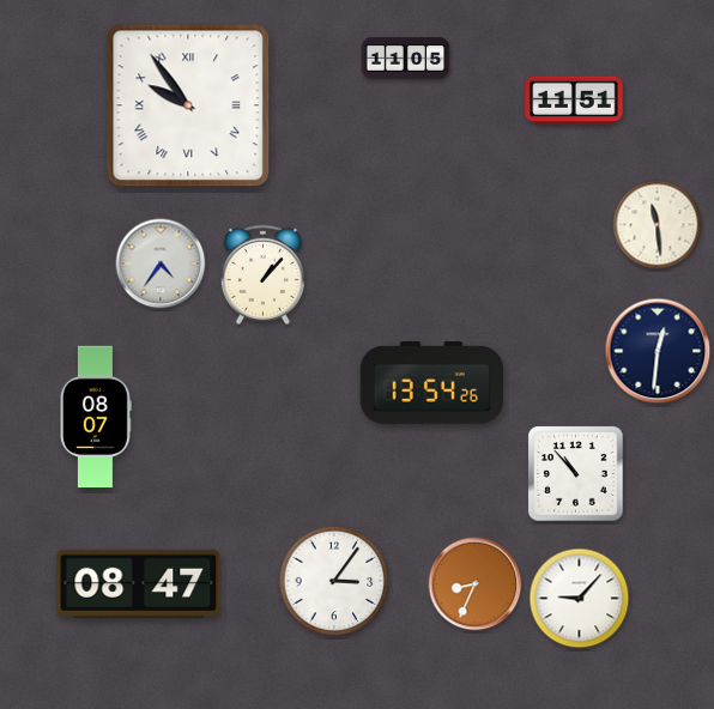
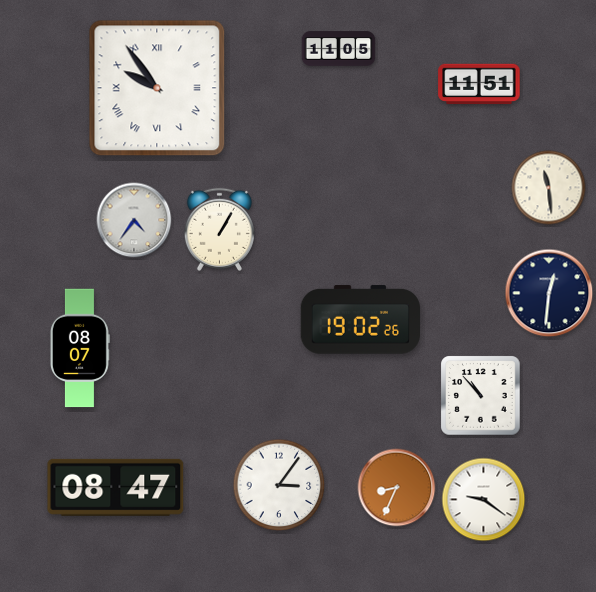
clock at (262, 274): 1:07 -> 1:05
clock at (431, 383): 13:54 -> 19:02
clock at (580, 599): 9:07 -> 9:21
